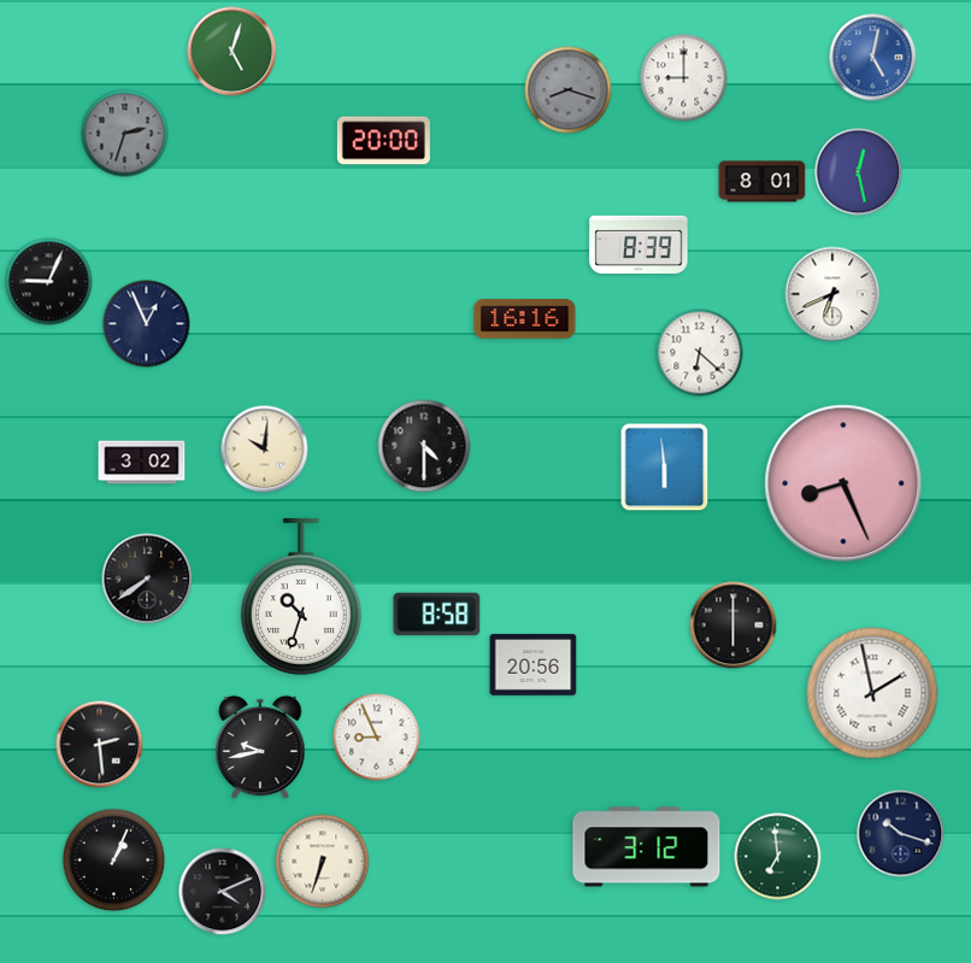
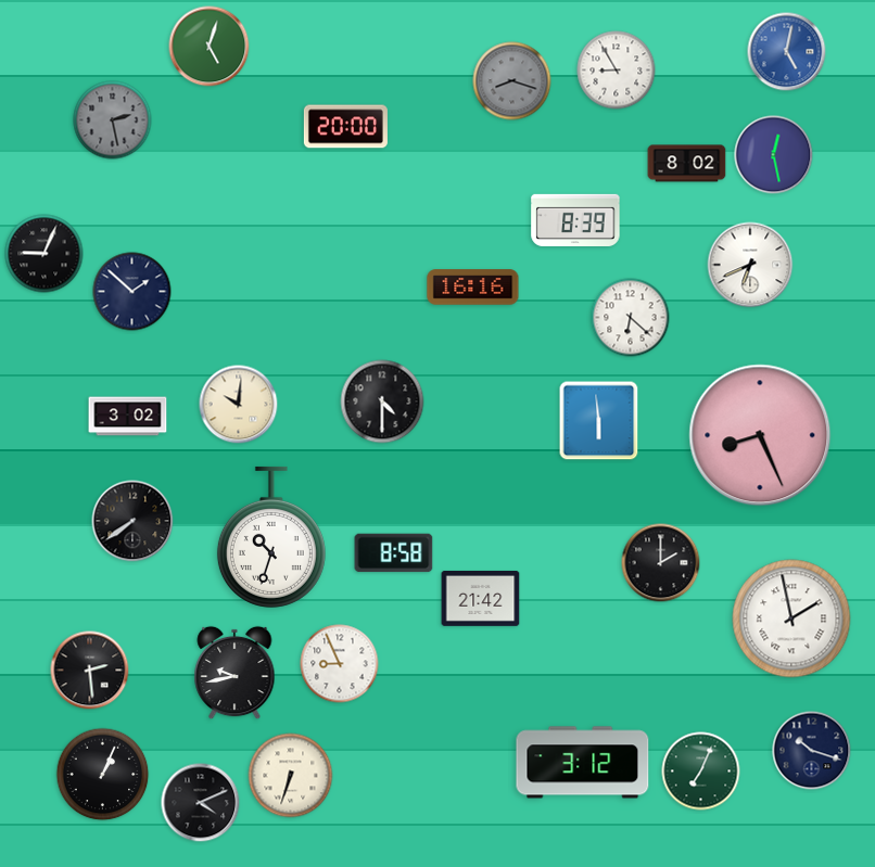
clock at (684, 78): 9:00 -> 8:55
clock at (125, 134): 2:33 -> 2:28
clock at (763, 182): 8:01 -> 8:02
clock at (147, 324): 12:56 -> 1:52
clock at (734, 626): 6:00 -> 2:00
clock at (534, 664): 20:56 -> 21:42
clock at (872, 693) position: (872, 693) -> (791, 619)
clock at (778, 857): 6:59 -> 7:04
